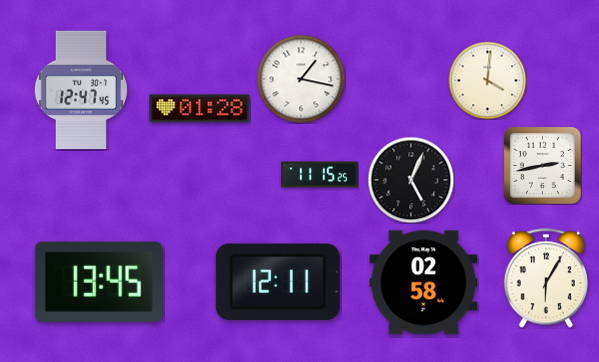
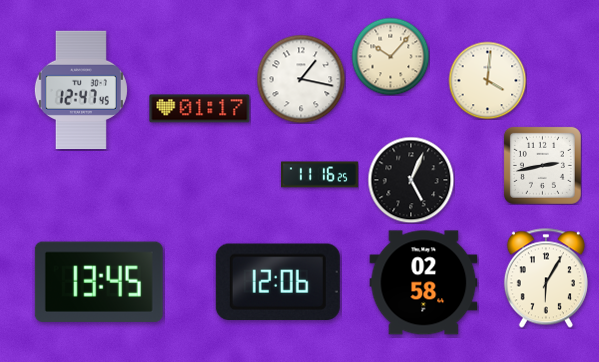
clock at (390, 56): none -> 10:07
clock at (200, 109): 01:28 -> 01:17
clock at (319, 175): 11:15 -> 11:16
clock at (278, 281): 12:11 -> 12:06
